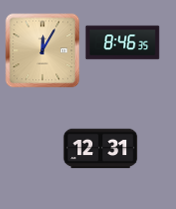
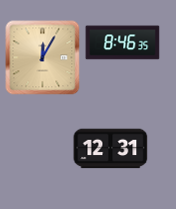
clock at (43, 51) position: (43, 51) -> (43, 58)
clock at (101, 149) position: (101, 149) -> (111, 149)
